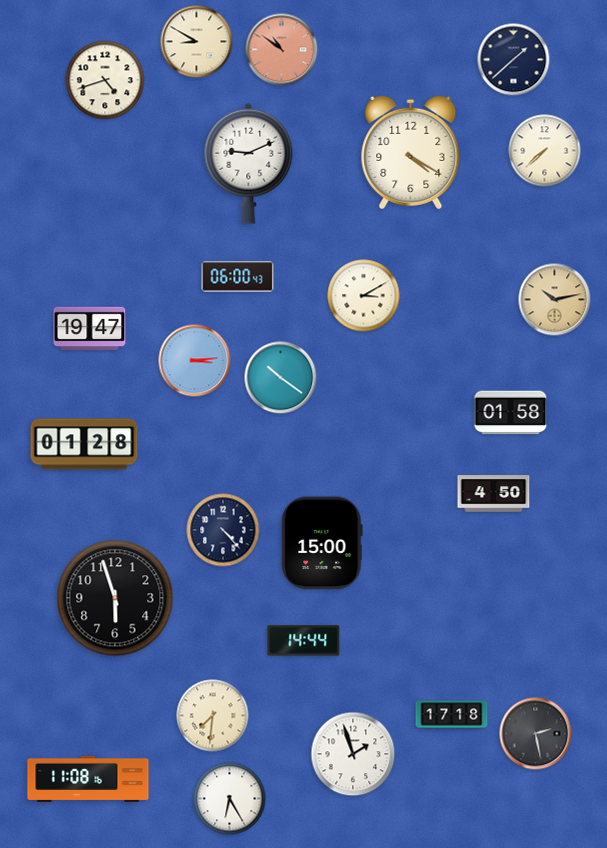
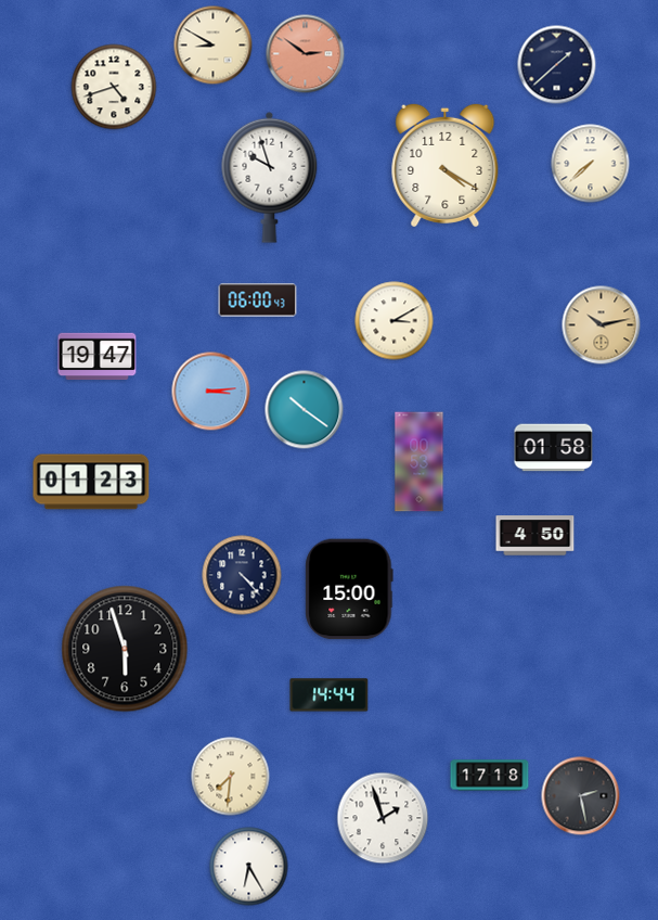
clock at (282, 50): 10:51 -> 2:51
clock at (249, 163): 9:11 -> 9:57
clock at (420, 462): none -> 00:53
clock at (84, 444): 01:28 -> 01:23
clock at (88, 779): 11:08 -> none
